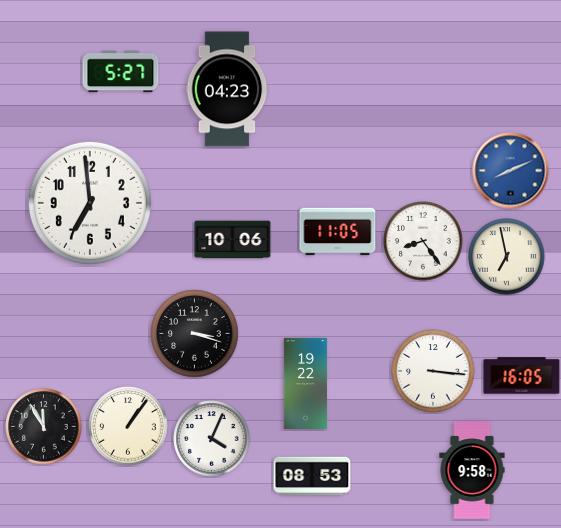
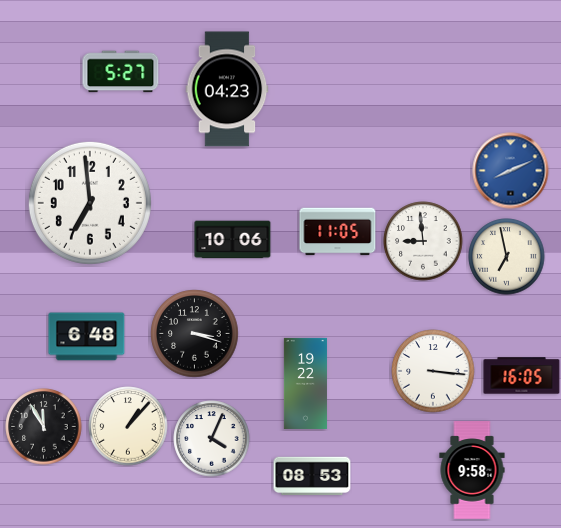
clock at (423, 241): 8:24 -> 8:59
clock at (87, 337): none -> 6:48
clock at (128, 426): 1:06 -> 1:07
